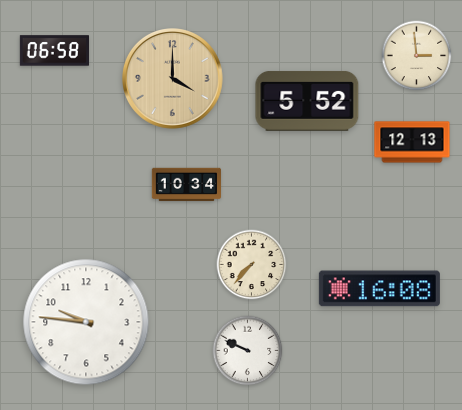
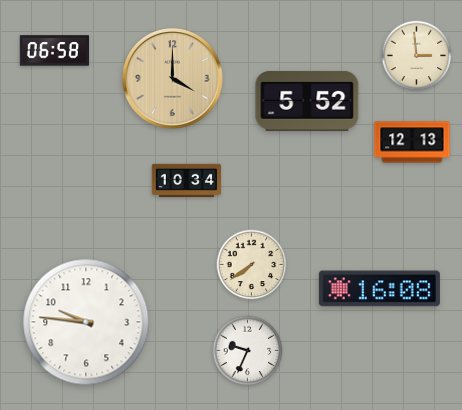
clock at (186, 185) position: (186, 185) -> (186, 181)
clock at (252, 265): 7:37 -> 7:39
clock at (248, 351): 9:49 -> 9:34
